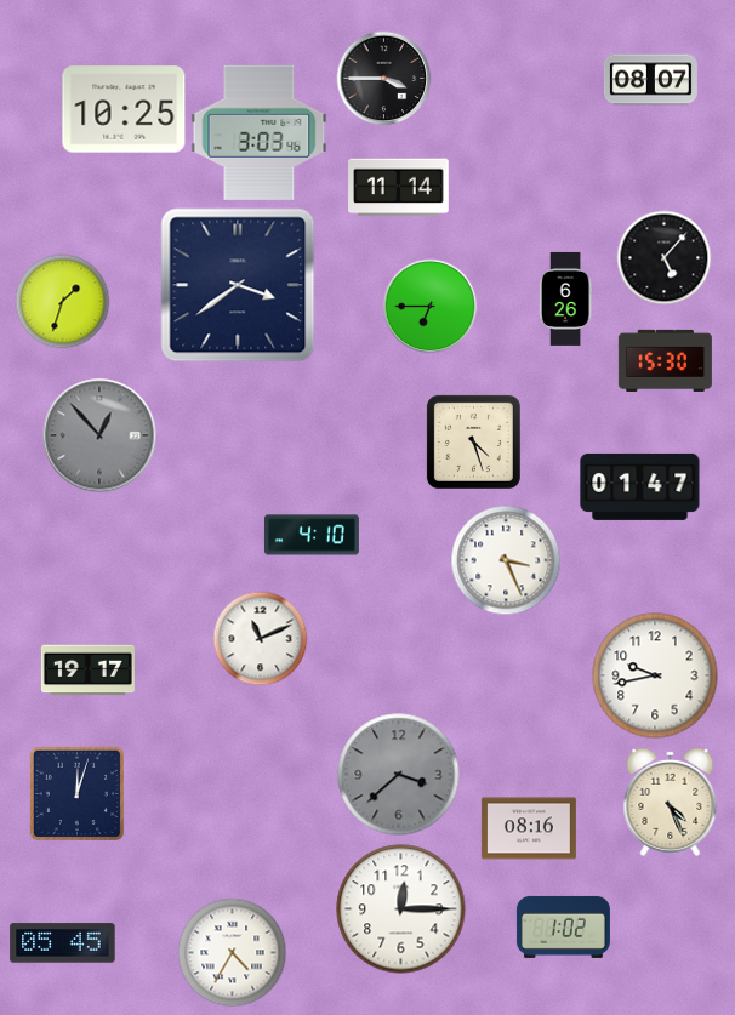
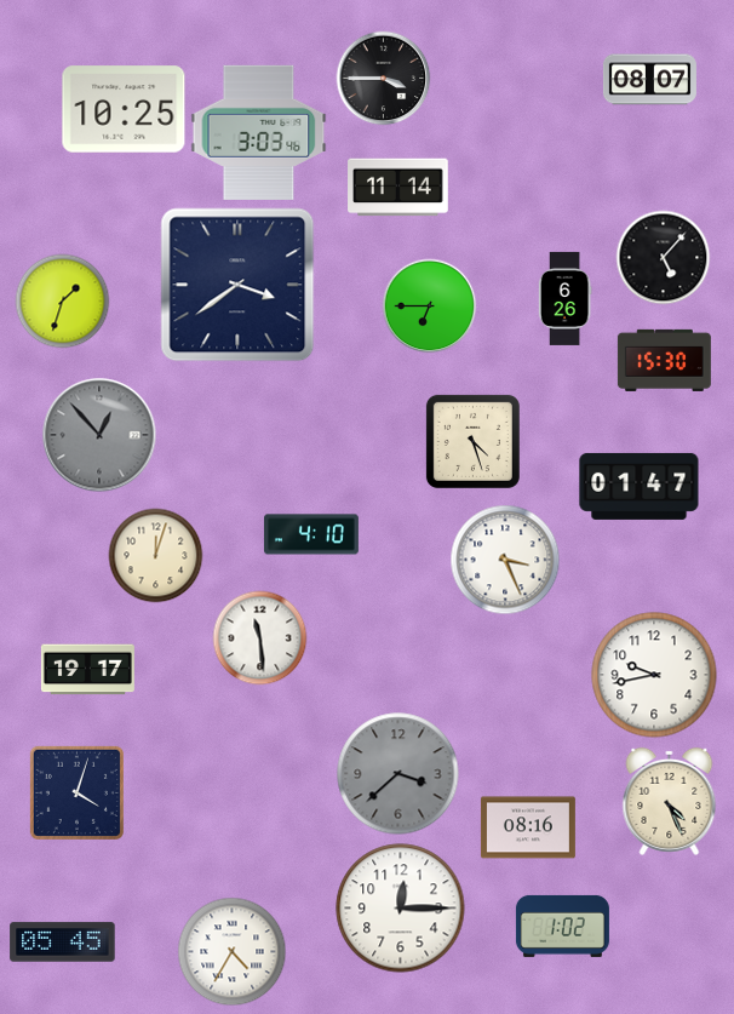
clock at (155, 555): none -> 12:03
clock at (260, 638): 11:11 -> 11:29
clock at (76, 793): 12:03 -> 4:03
